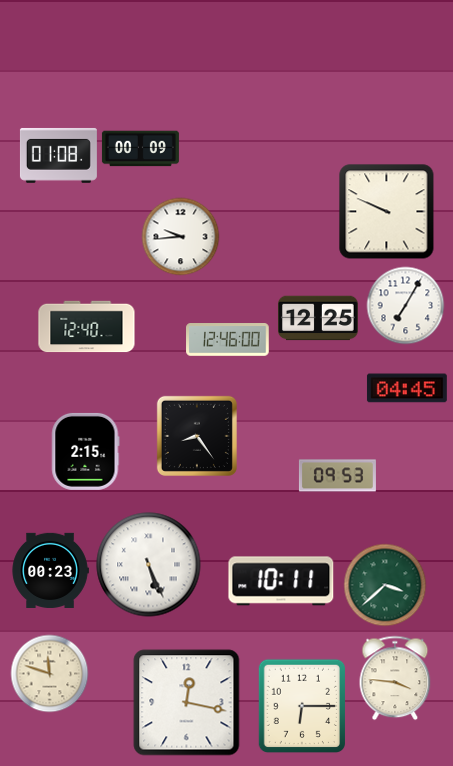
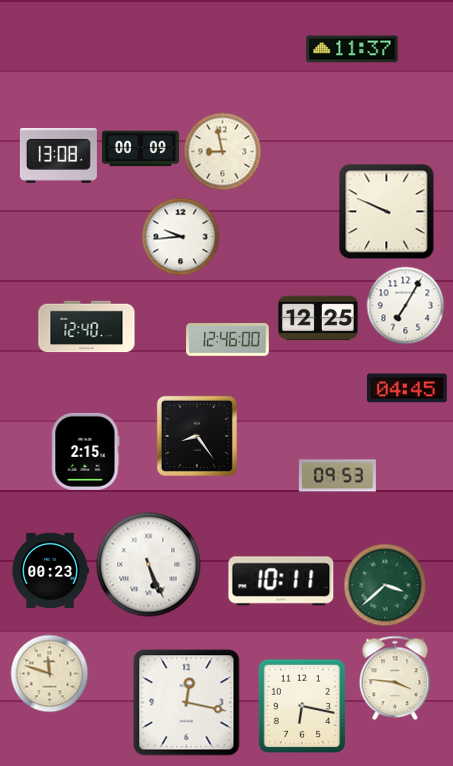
clock at (352, 49): none -> 11:37
clock at (222, 151): none -> 8:58
clock at (58, 155): 01:08 -> 13:08
clock at (301, 705): 6:15 -> 6:17
